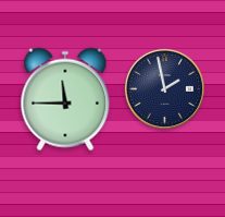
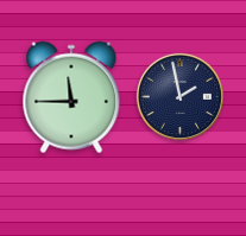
clock at (65, 99) position: (65, 99) -> (71, 97)
